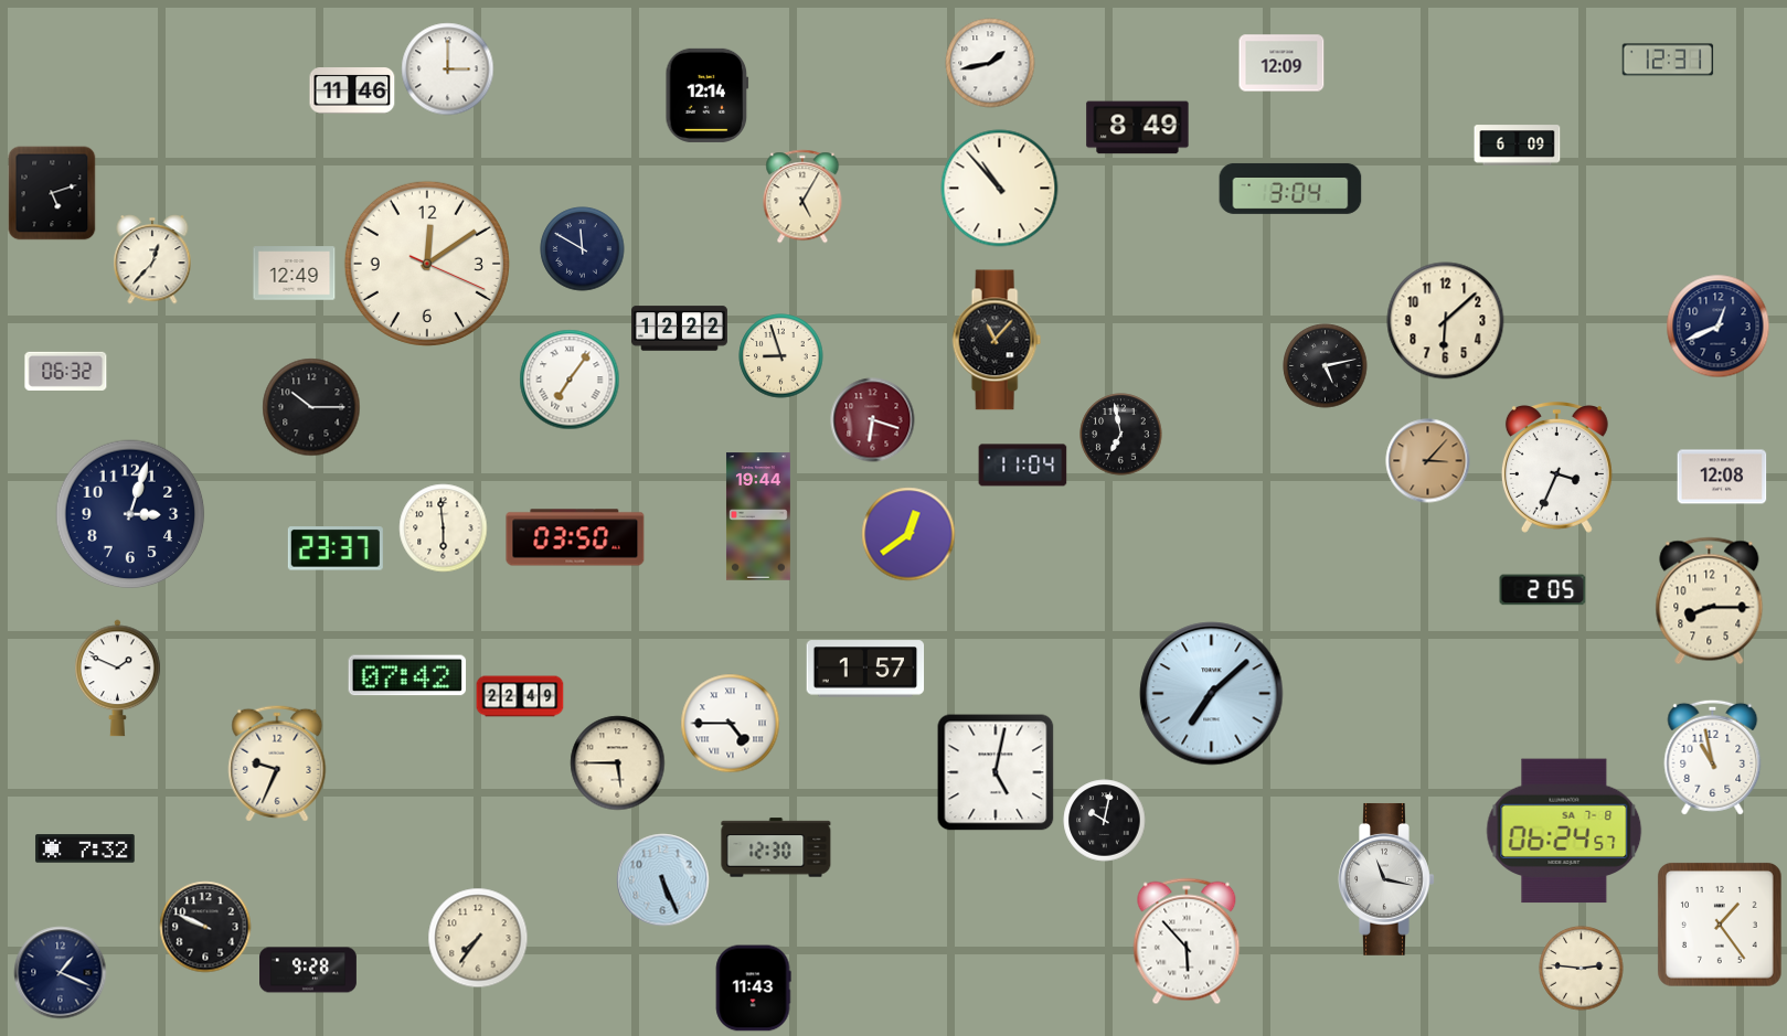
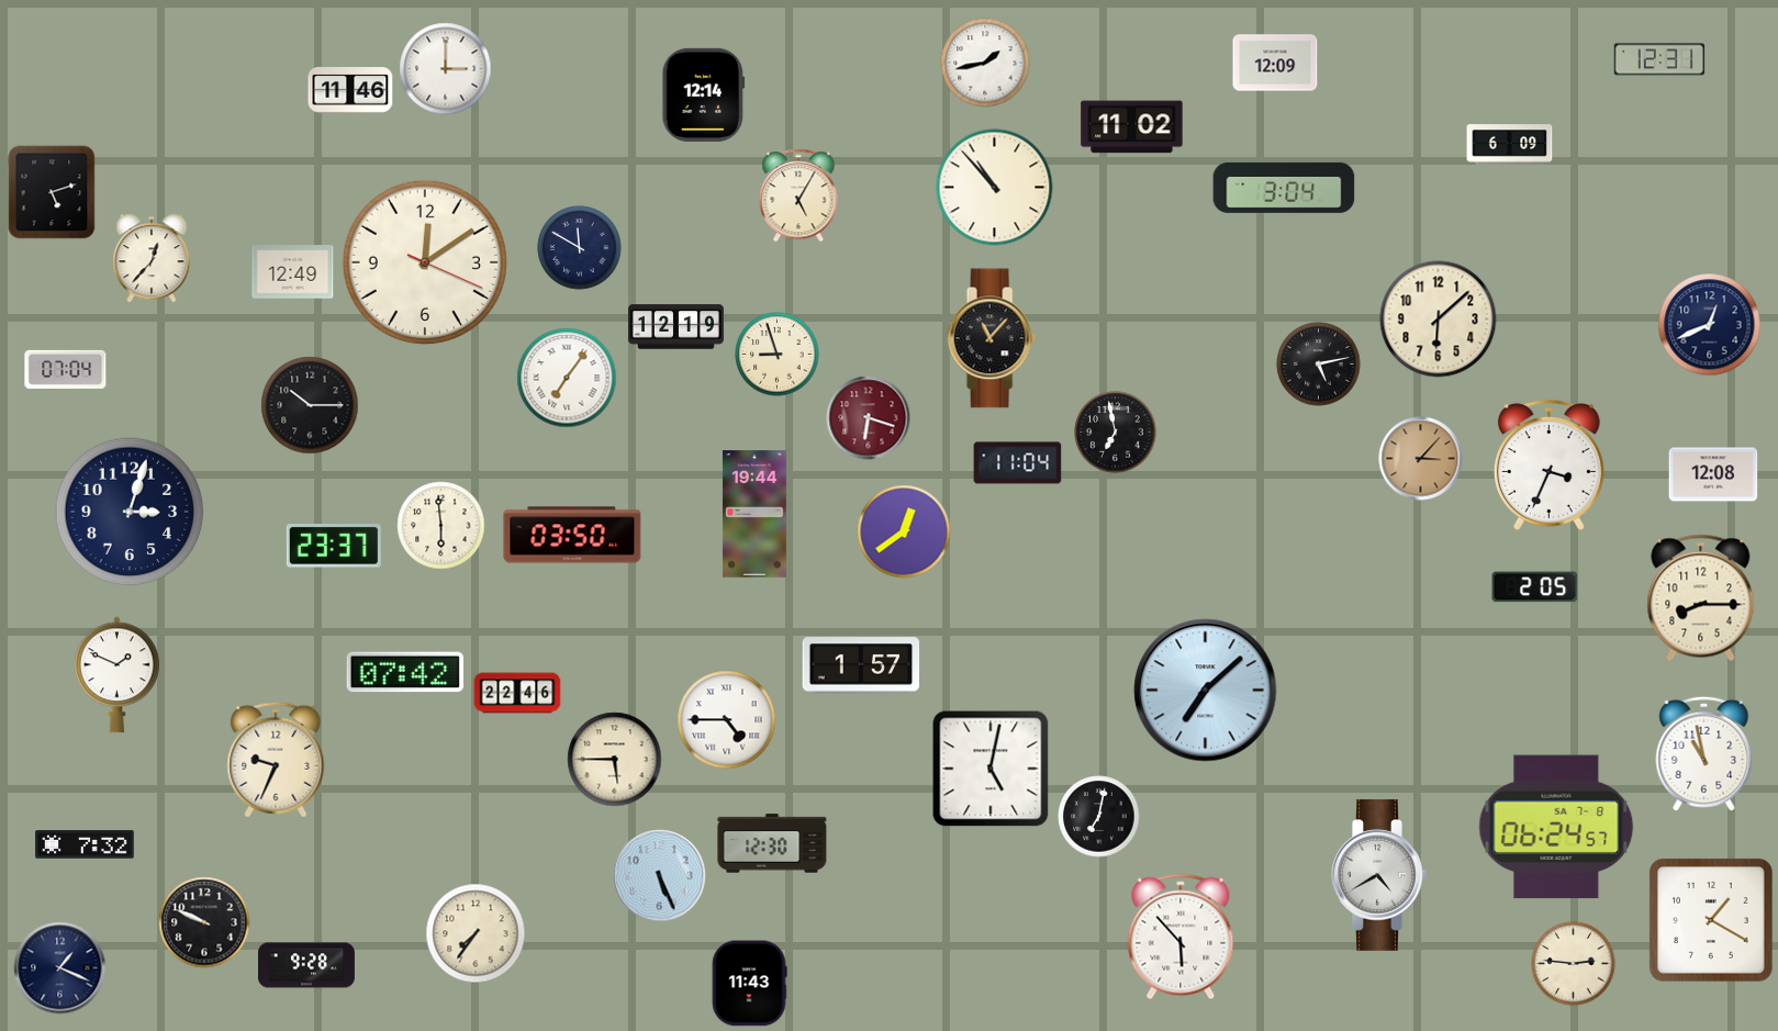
clock at (1138, 128): 8:49 -> 11:02
clock at (679, 329): 12:22 -> 12:19
clock at (66, 371): 06:32 -> 07:04
clock at (520, 696): 22:49 -> 22:46
clock at (1105, 821): 10:02 -> 7:02
clock at (1386, 879): 11:17 -> 4:40
clock at (1720, 925): 1:24 -> 1:20
